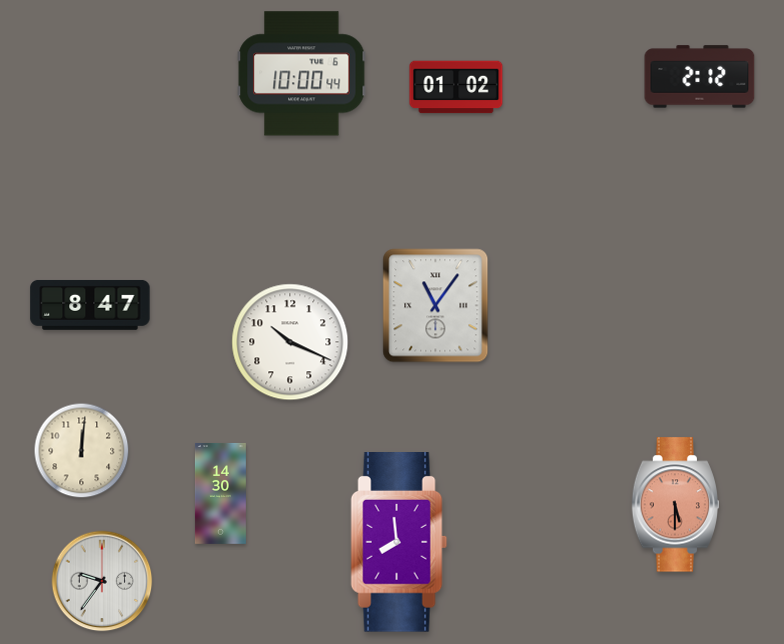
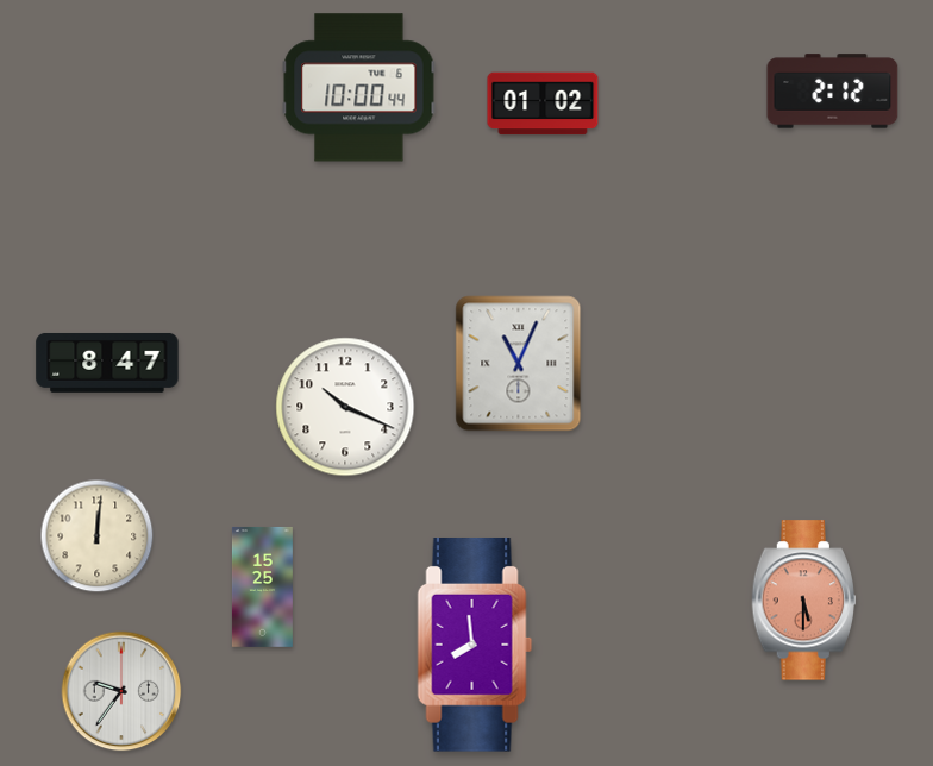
clock at (436, 306): 11:06 -> 11:04
clock at (220, 493): 14:30 -> 15:25
